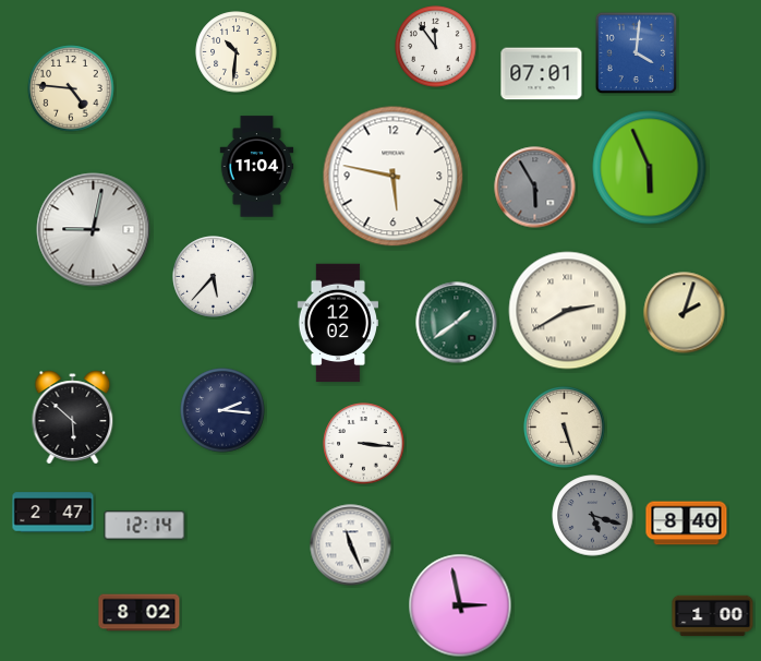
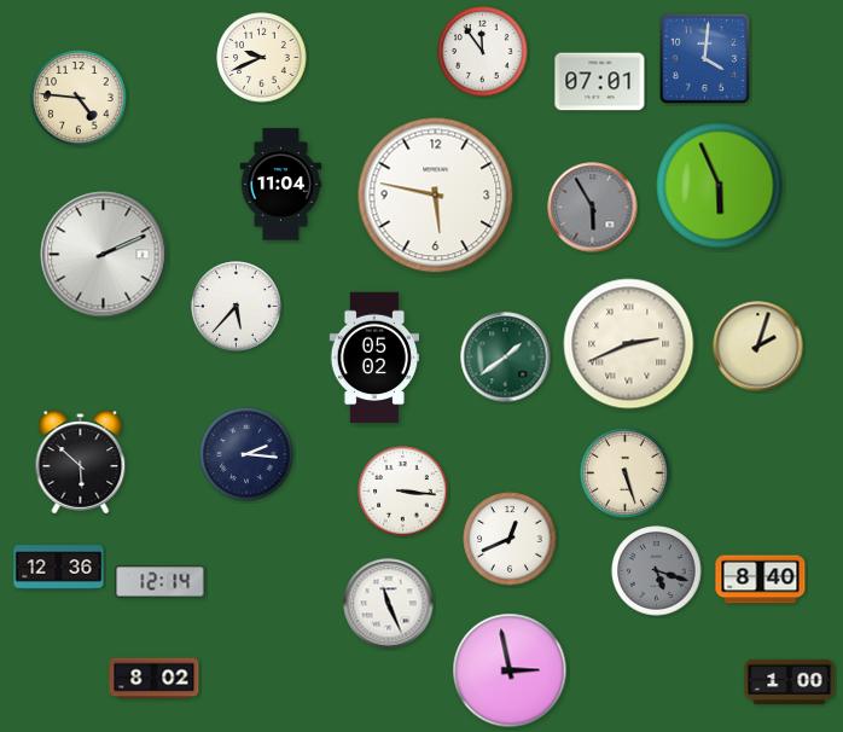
clock at (237, 52): 10:31 -> 9:41
clock at (257, 167) position: (257, 167) -> (281, 185)
clock at (94, 230): 9:02 -> 2:11
clock at (568, 311): 2:40 -> 2:41
clock at (337, 323): 12:02 -> 05:02
clock at (510, 539): none -> 12:41
clock at (53, 513): 2:47 -> 12:36
